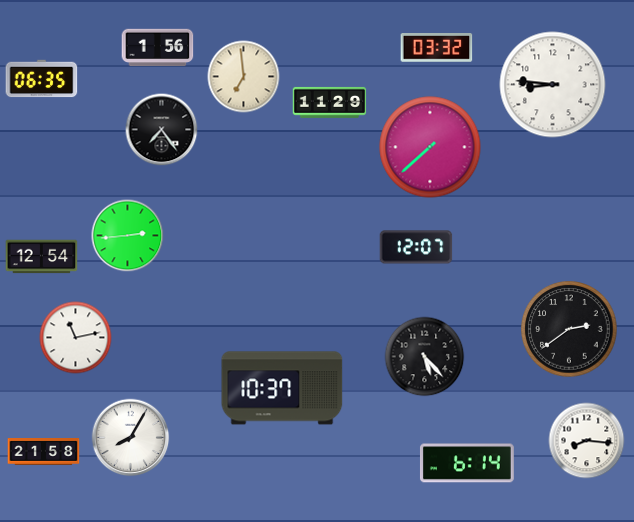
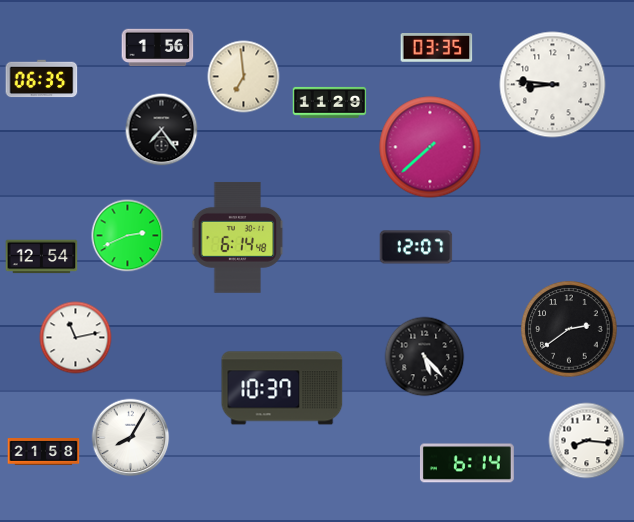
clock at (437, 48): 03:32 -> 03:35
clock at (128, 236): 2:44 -> 2:41
clock at (238, 238): none -> 6:14
